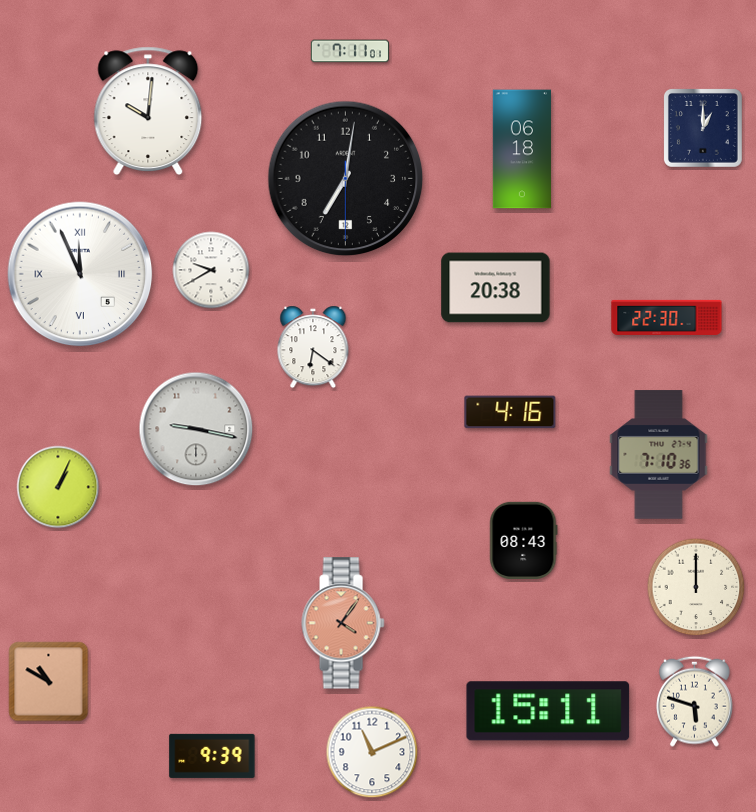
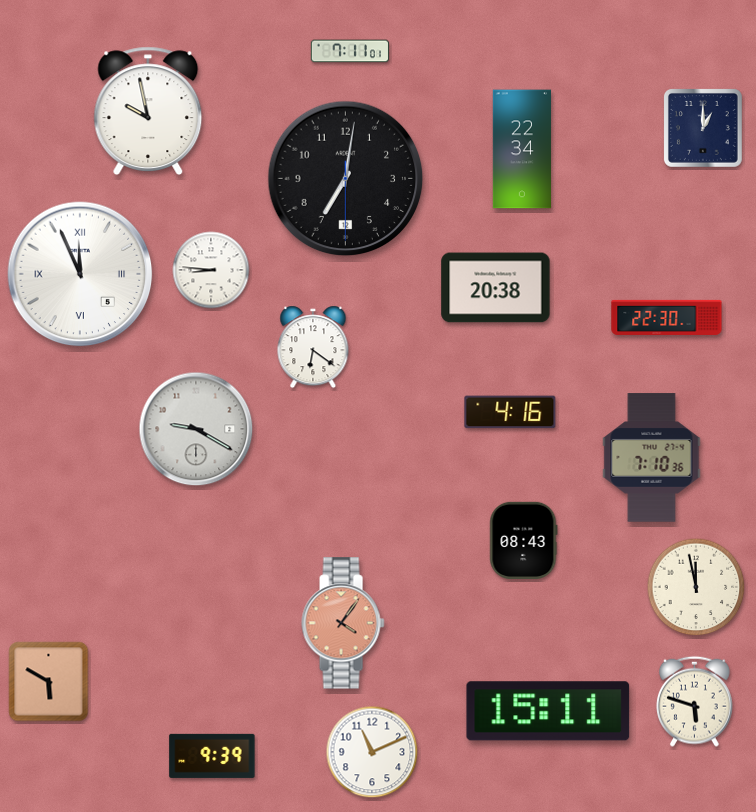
clock at (148, 111): 10:01 -> 9:58
clock at (521, 149): 06:18 -> 22:34
clock at (211, 270): 9:40 -> 8:46
clock at (196, 429): 9:17 -> 9:20
clock at (659, 455) position: (659, 455) -> (652, 458)
clock at (58, 487): 1:04 -> none
clock at (696, 587): 12:00 -> 11:58
clock at (49, 682): 10:50 -> 5:50
